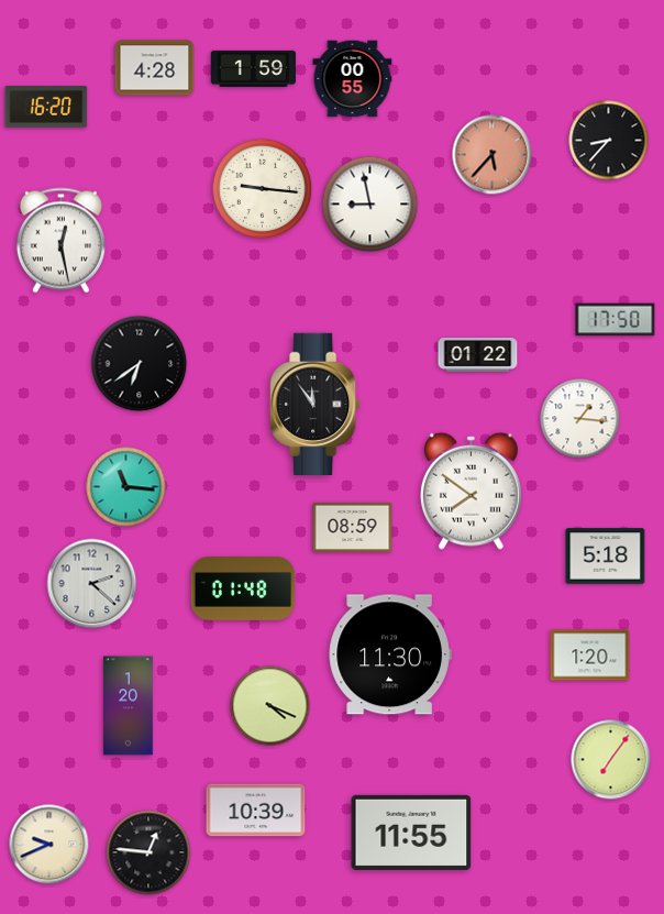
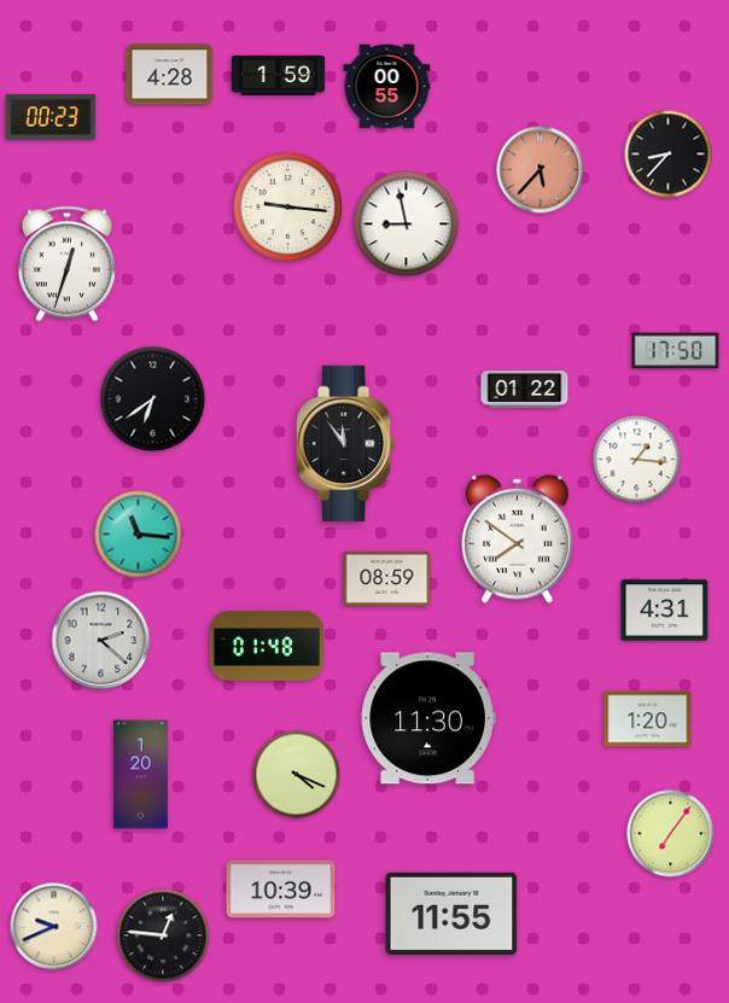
clock at (46, 108): 16:20 -> 00:23
clock at (60, 241): 12:28 -> 12:33
clock at (606, 557): 5:18 -> 4:31
